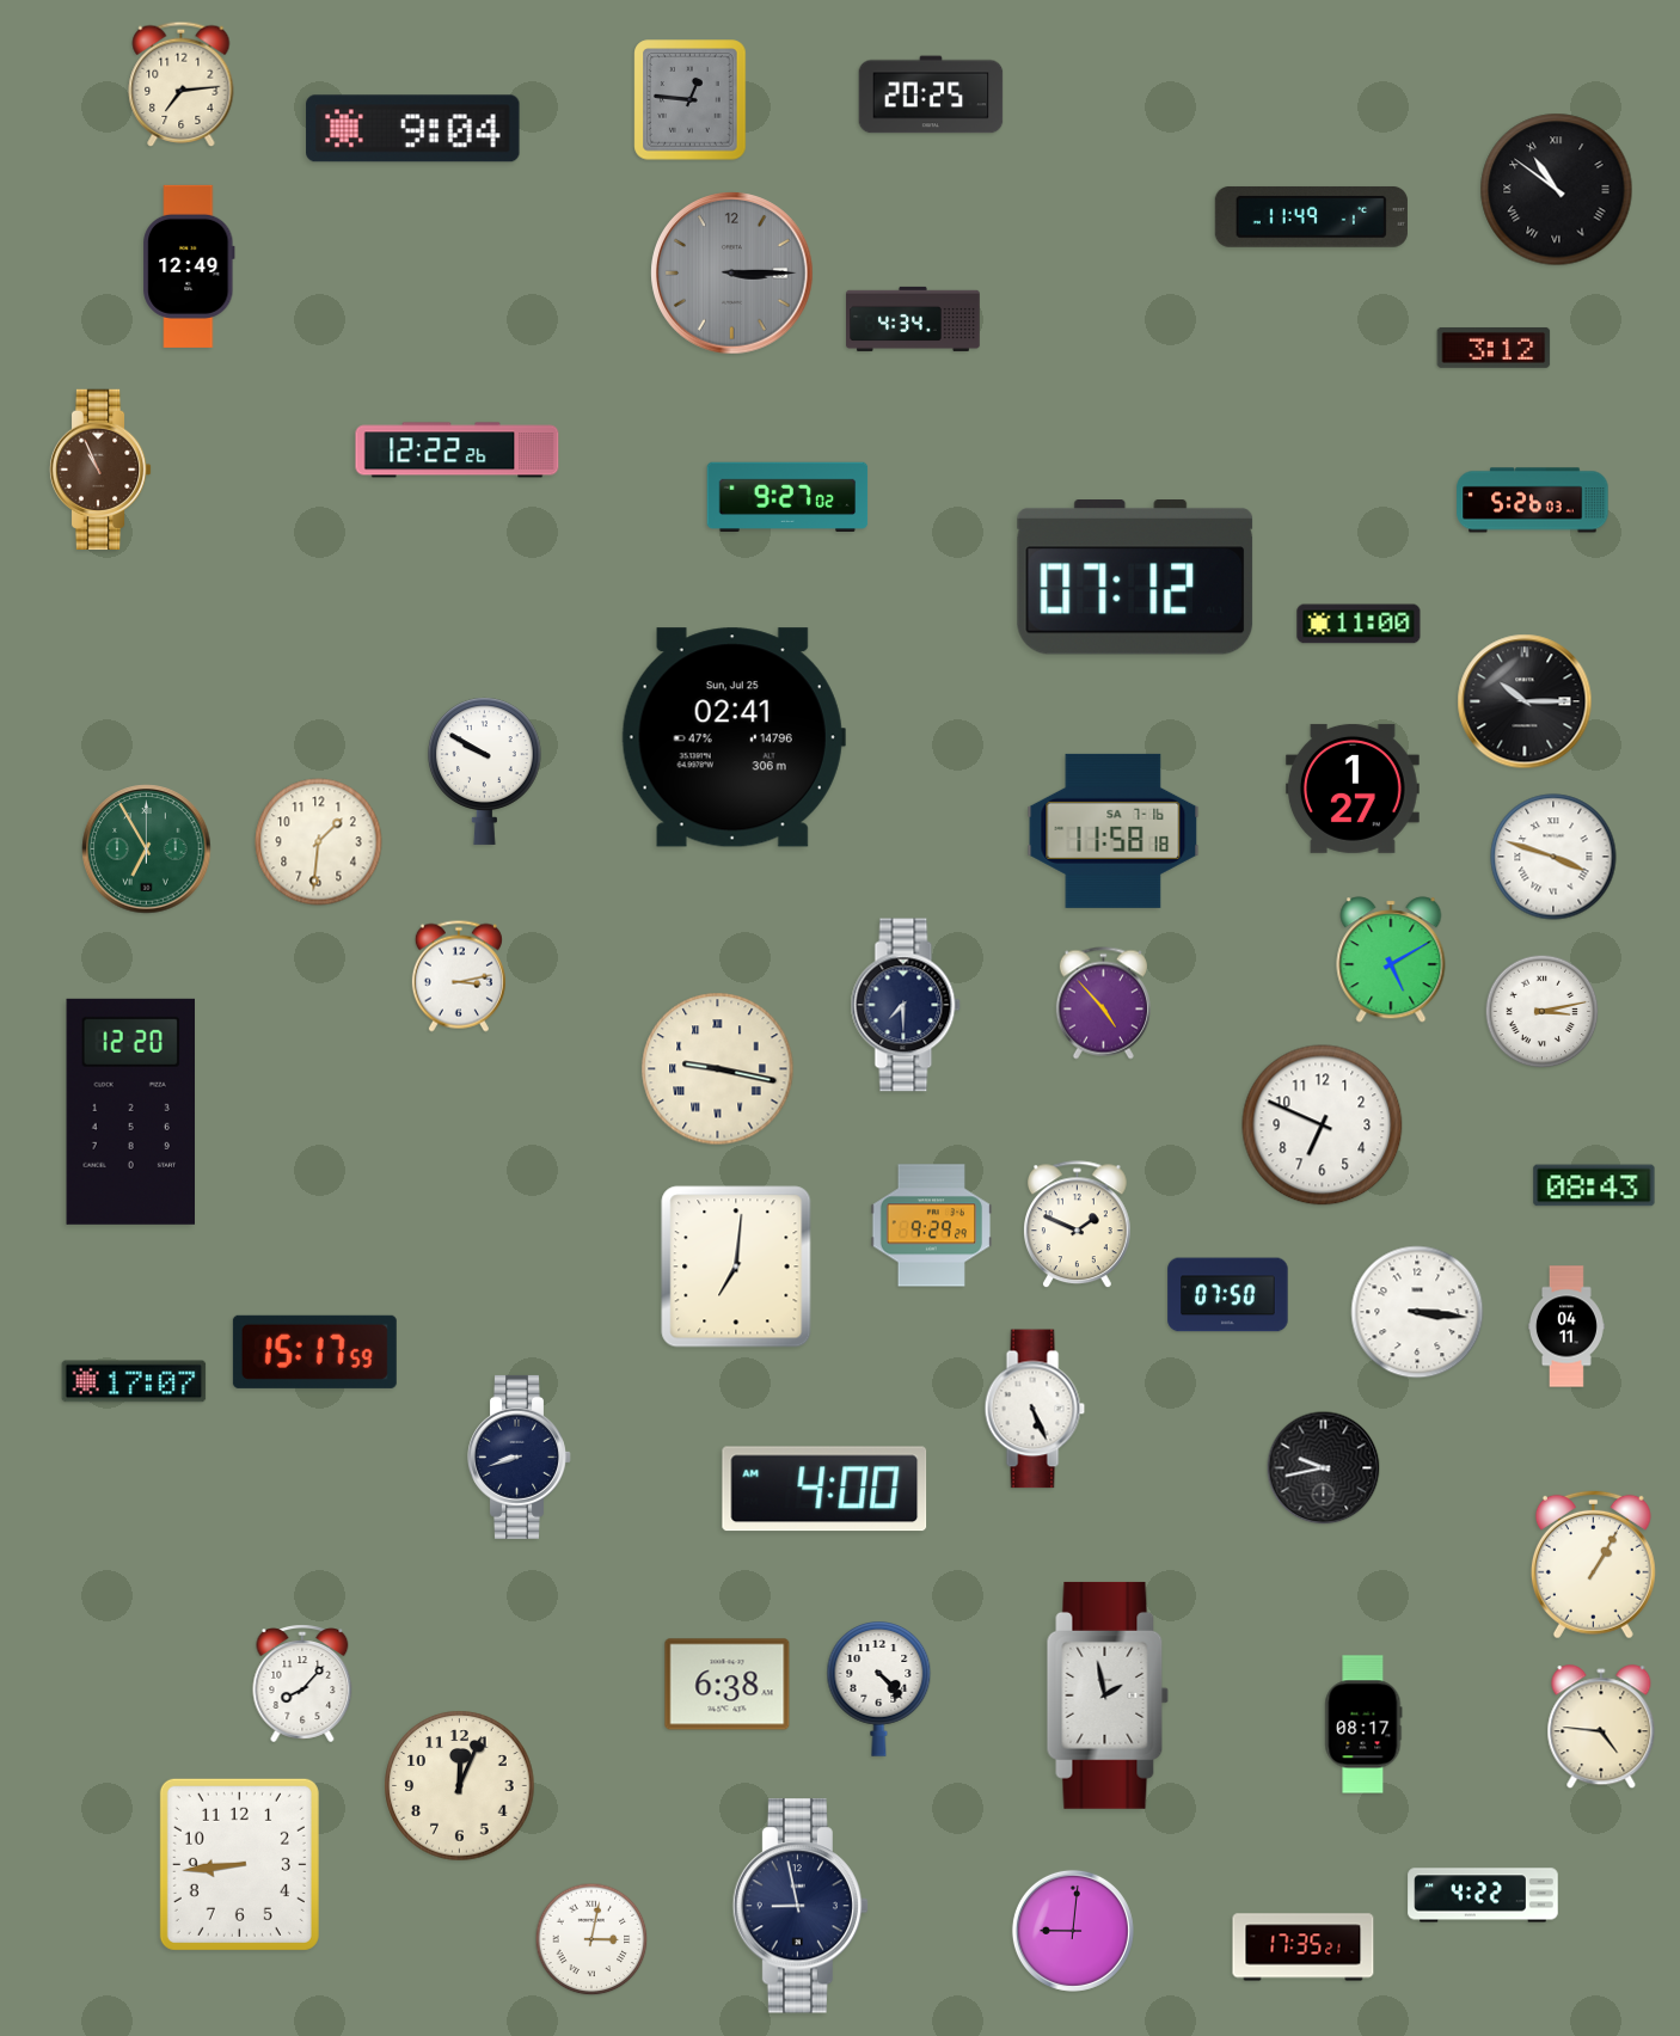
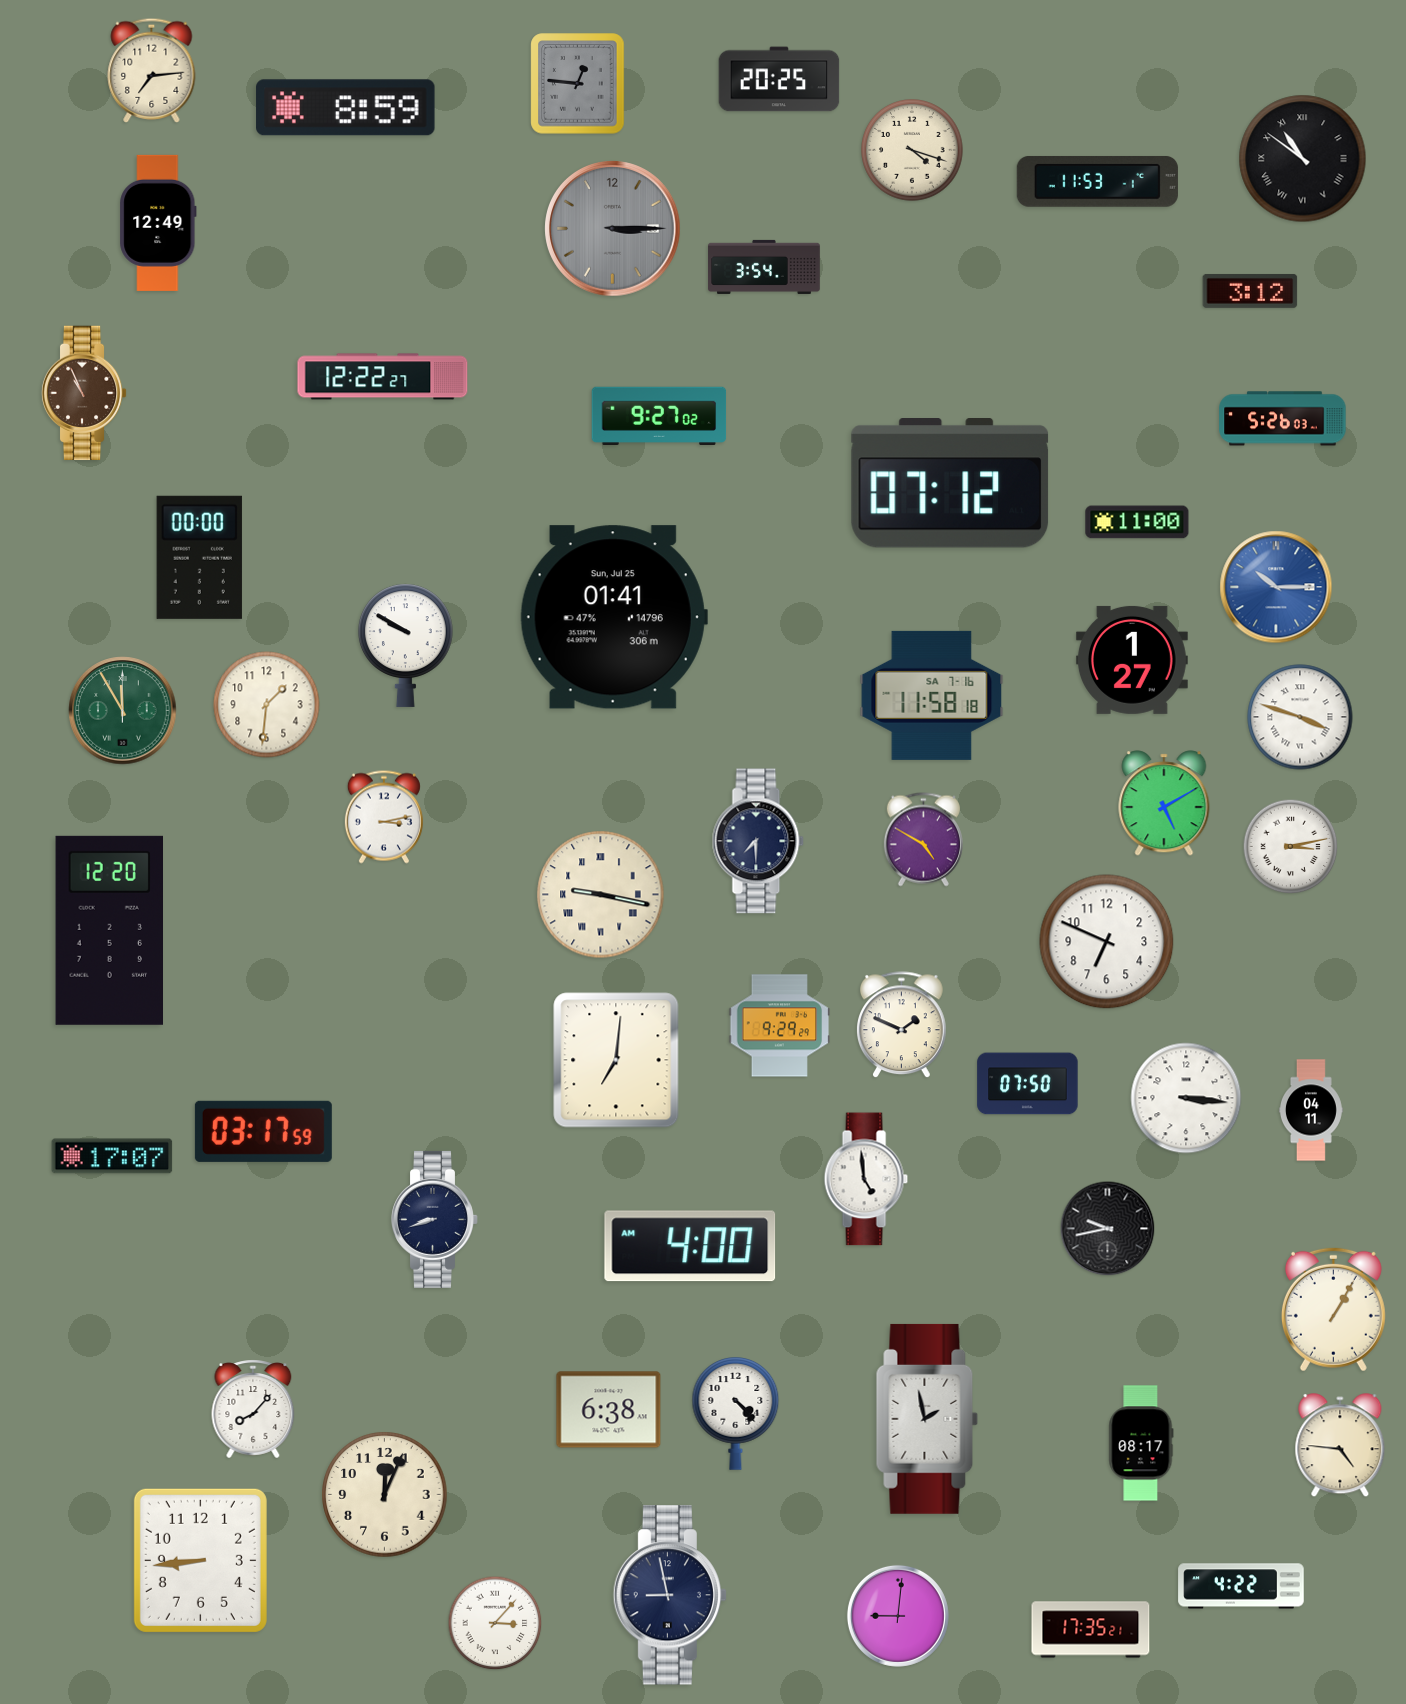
clock at (413, 129): 9:04 -> 8:59
clock at (912, 150): none -> 4:18
clock at (1311, 216): 11:49 -> 11:53
clock at (913, 319): 4:34 -> 3:54
clock at (458, 450): 12:22:26 -> 12:22:27
clock at (199, 557): none -> 00:00
clock at (1525, 701) dial: black -> blue
clock at (734, 737): 02:41 -> 01:41
clock at (147, 850): 6:55 -> 11:55
clock at (1103, 1004): 4:53 -> 4:50
clock at (1594, 1185): 08:43 -> none
clock at (314, 1351): 15:17 -> 03:17
clock at (1035, 1409): 5:26 -> 4:59
clock at (591, 1939): 3:02 -> 3:07
